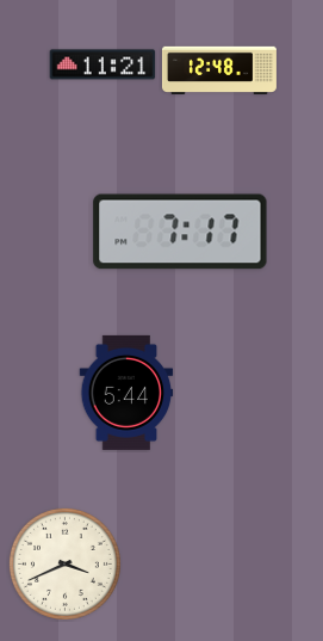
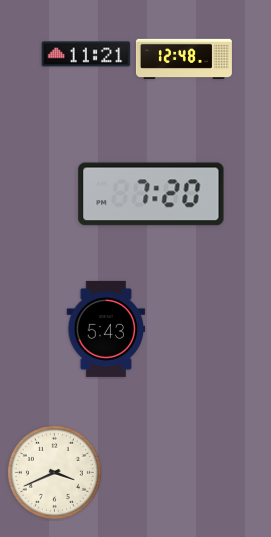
clock at (180, 232): 7:17 -> 7:20
clock at (126, 393): 5:44 -> 5:43
